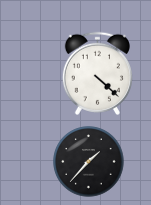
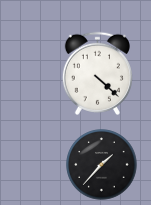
clock at (89, 162) position: (89, 162) -> (102, 165)
